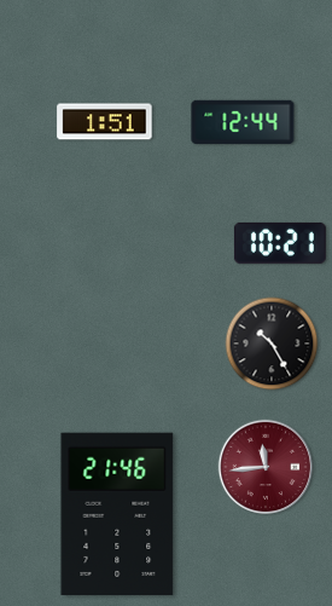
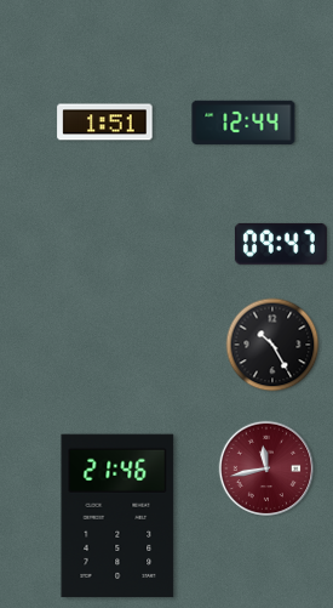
clock at (280, 243): 10:21 -> 09:47
clock at (266, 467): 11:44 -> 11:43
